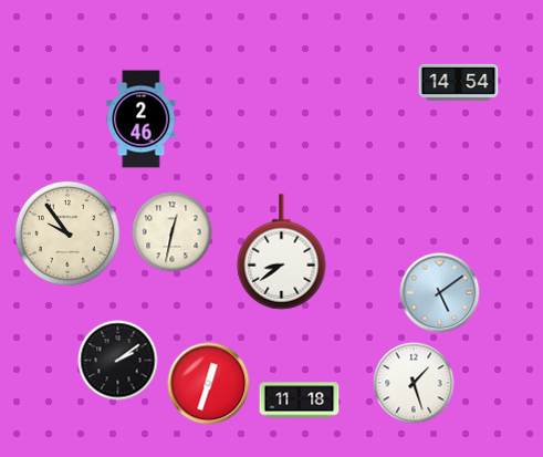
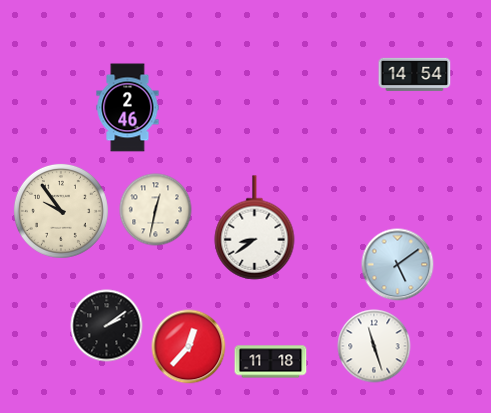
clock at (414, 383): 1:27 -> 11:27
clock at (209, 384): 12:33 -> 12:37
